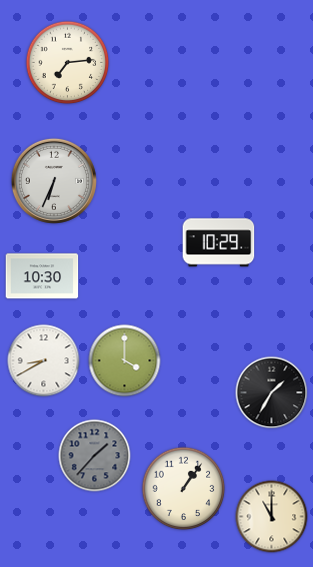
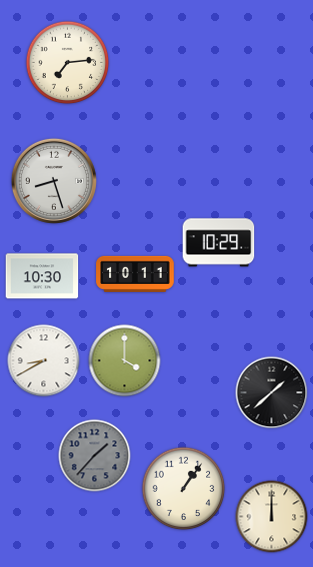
clock at (54, 181): 6:34 -> 8:27
clock at (135, 274): none -> 10:11
clock at (272, 393): 1:35 -> 1:38
clock at (272, 517): 11:00 -> 12:00
